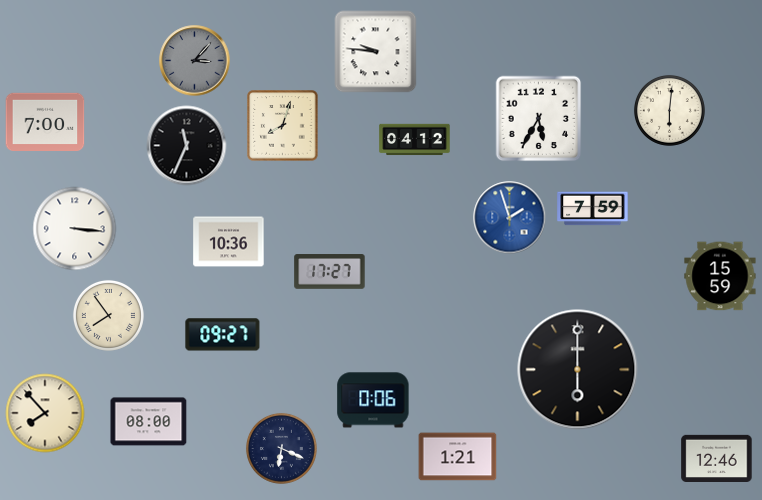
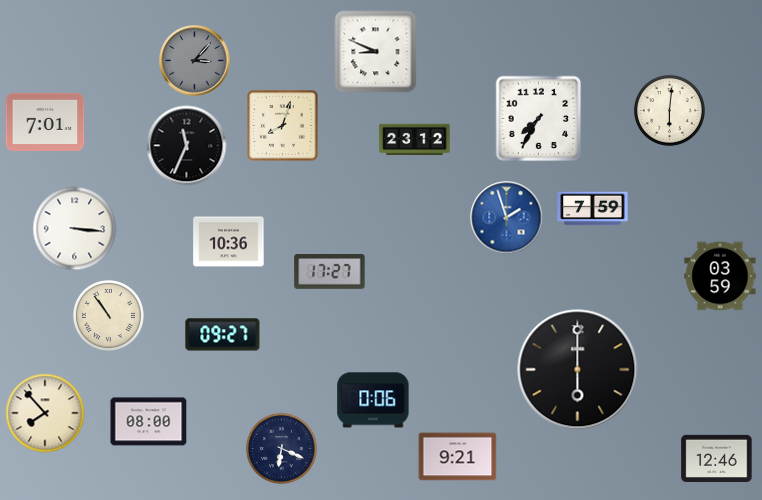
clock at (376, 52): 9:46 -> 8:49
clock at (539, 119): 5:35 -> 7:35
clock at (45, 122): 7:00 -> 7:01
clock at (415, 140): 04:12 -> 23:12
clock at (510, 218) position: (510, 218) -> (507, 218)
clock at (720, 276): 15:59 -> 03:59
clock at (108, 315): 7:54 -> 10:54
clock at (458, 457): 1:21 -> 9:21
